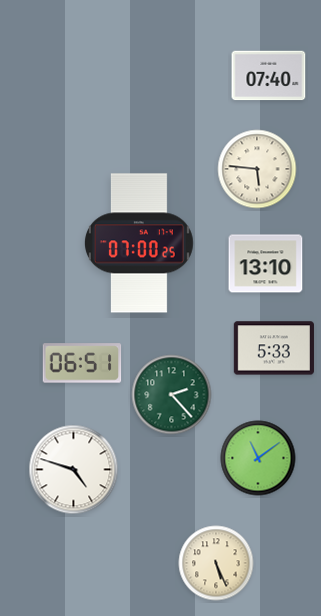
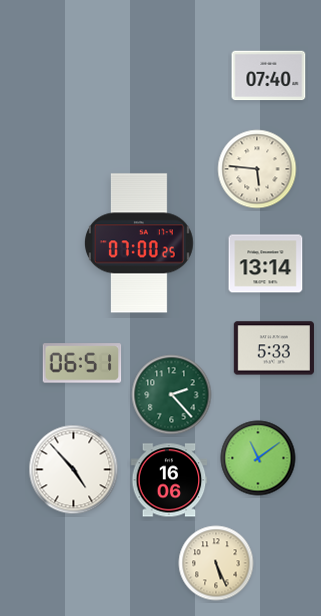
clock at (266, 264): 13:10 -> 13:14
clock at (74, 470): 4:48 -> 4:53
clock at (169, 480): none -> 16:06
